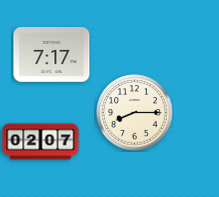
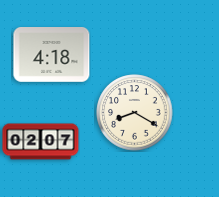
clock at (52, 55): 7:17 -> 4:18
clock at (135, 113): 8:15 -> 8:20
